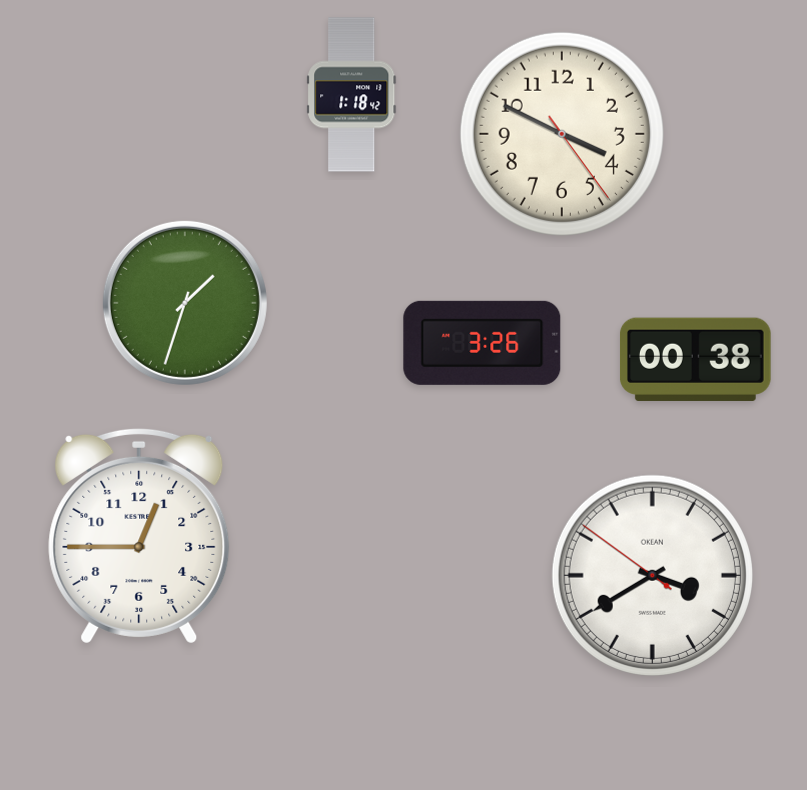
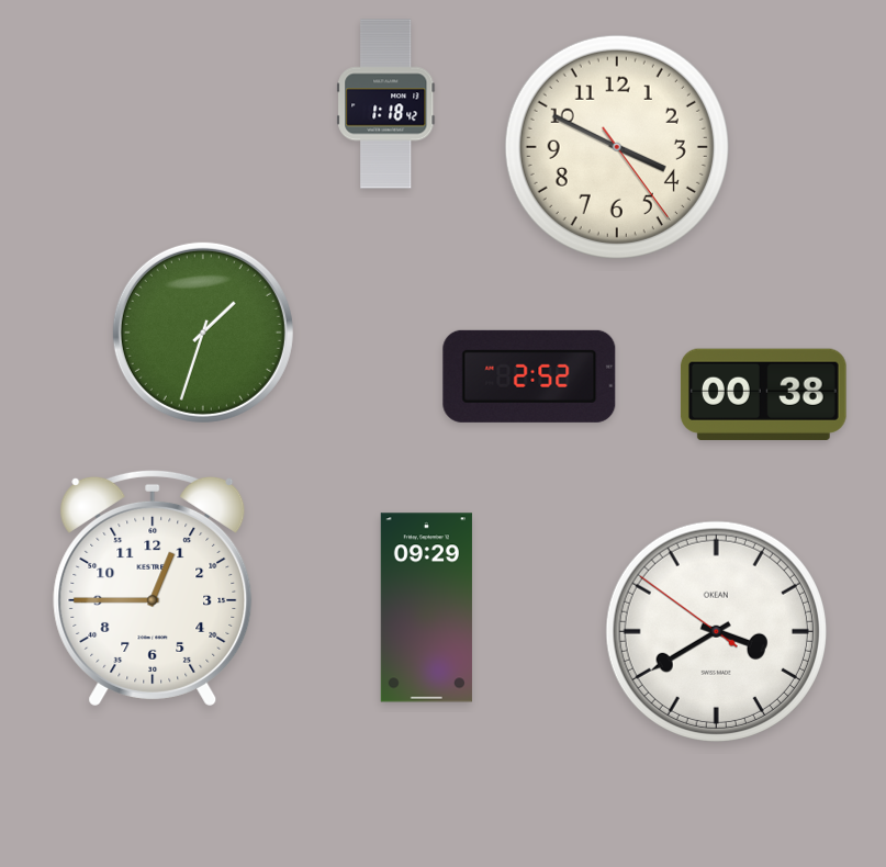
clock at (482, 343): 3:26 -> 2:52
clock at (426, 608): none -> 09:29
